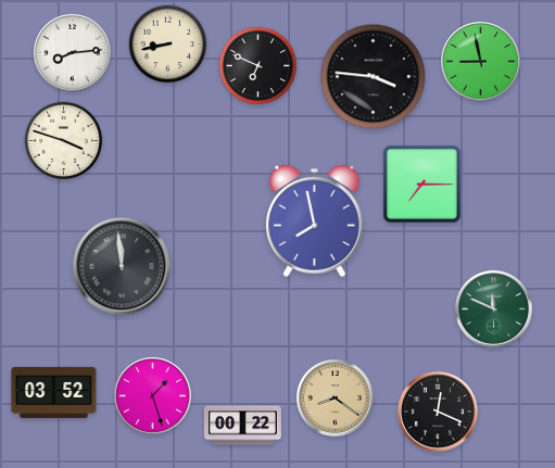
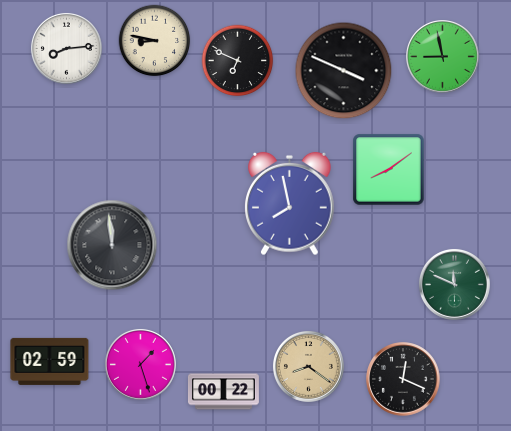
clock at (168, 45): 8:43 -> 8:47
clock at (374, 77): 3:46 -> 3:49
clock at (64, 141): 3:48 -> none
clock at (422, 185): 7:15 -> 8:09
clock at (54, 392): 03:52 -> 02:59
